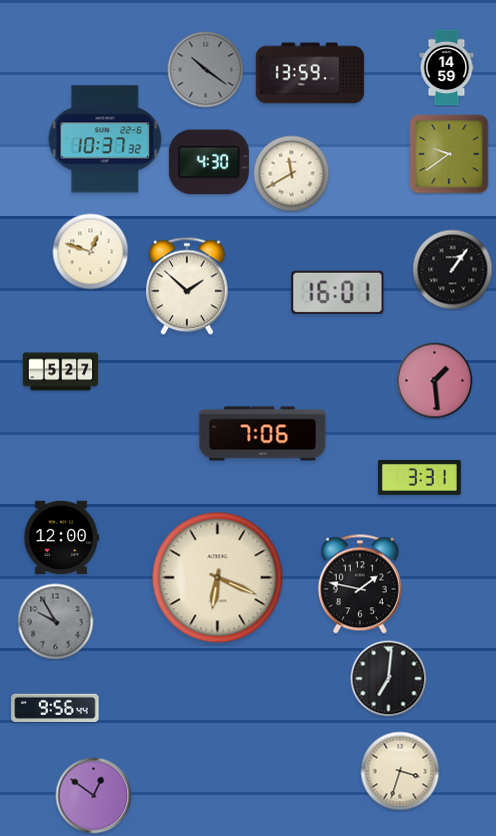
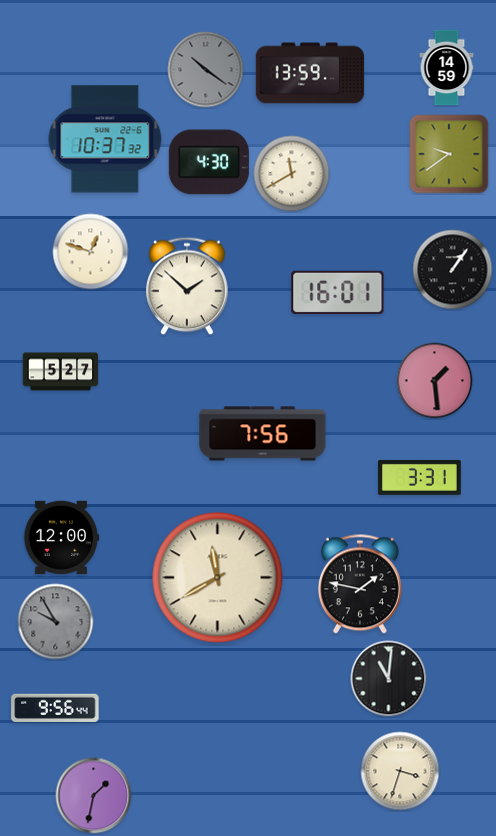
clock at (263, 434): 7:06 -> 7:56
clock at (218, 578): 6:19 -> 11:40
clock at (389, 679): 7:01 -> 11:01
clock at (94, 796): 12:51 -> 1:32
